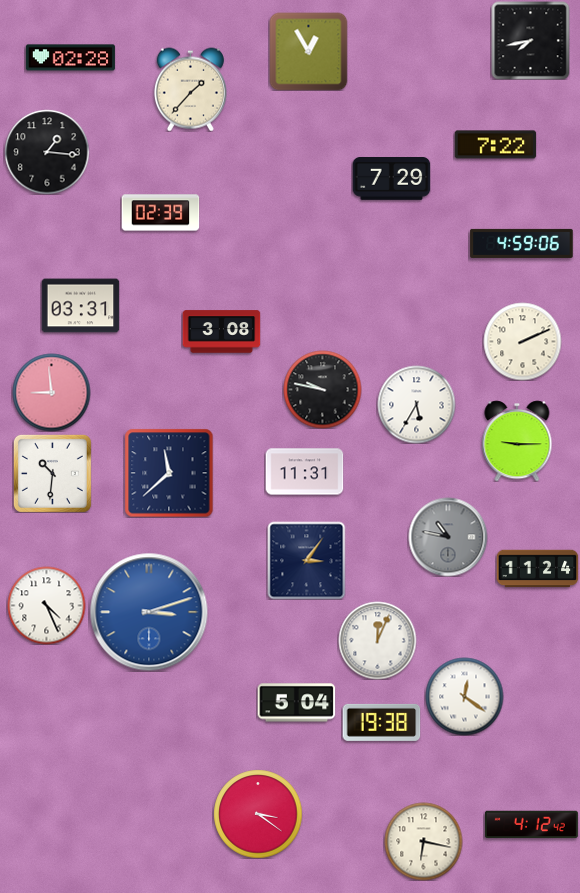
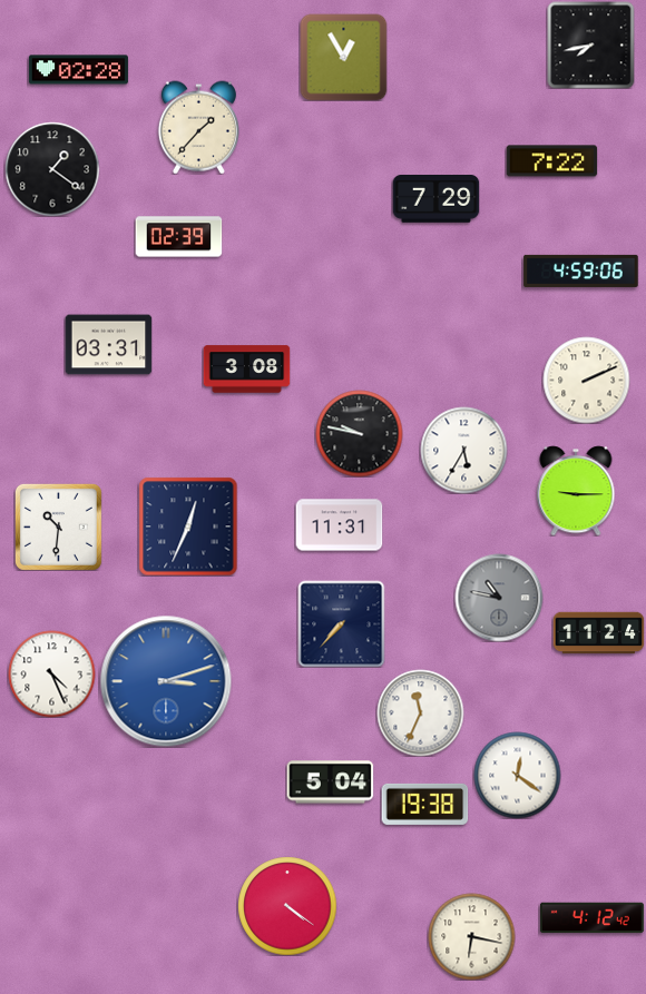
clock at (70, 58) position: (70, 58) -> (78, 70)
clock at (190, 89) position: (190, 89) -> (198, 127)
clock at (47, 152): 1:16 -> 1:21
clock at (80, 306) position: (80, 306) -> (108, 345)
clock at (522, 341) position: (522, 341) -> (586, 380)
clock at (51, 392): 8:59 -> none
clock at (169, 473): 11:38 -> 12:34
clock at (306, 560): 3:06 -> 7:37
clock at (377, 640): 12:04 -> 11:34
clock at (258, 814): 3:21 -> 4:21
